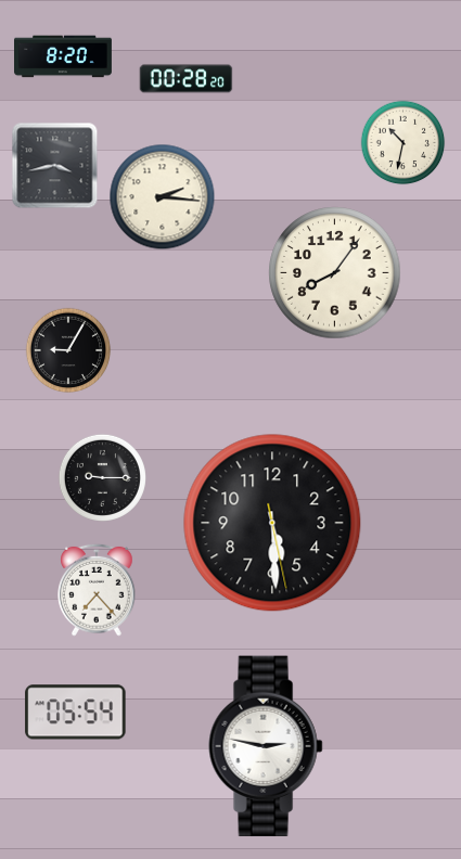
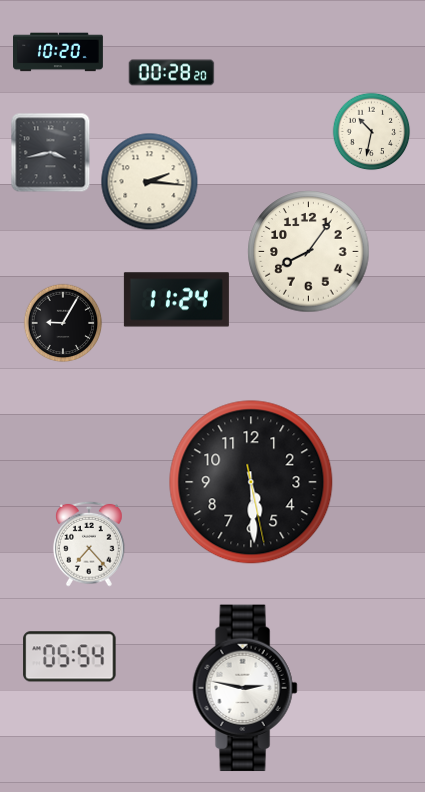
clock at (64, 56): 8:20 -> 10:20
clock at (176, 300): none -> 11:24
clock at (102, 477): 9:15 -> none
